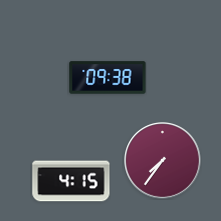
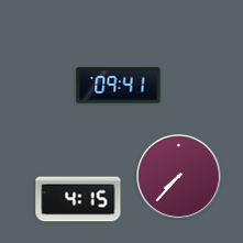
clock at (108, 78): 09:38 -> 09:41
clock at (163, 161): 7:36 -> 7:37
